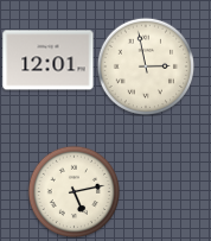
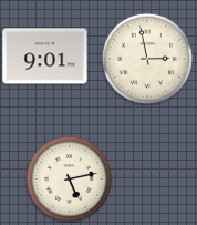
clock at (49, 61): 12:01 -> 9:01
clock at (146, 66) position: (146, 66) -> (147, 59)
